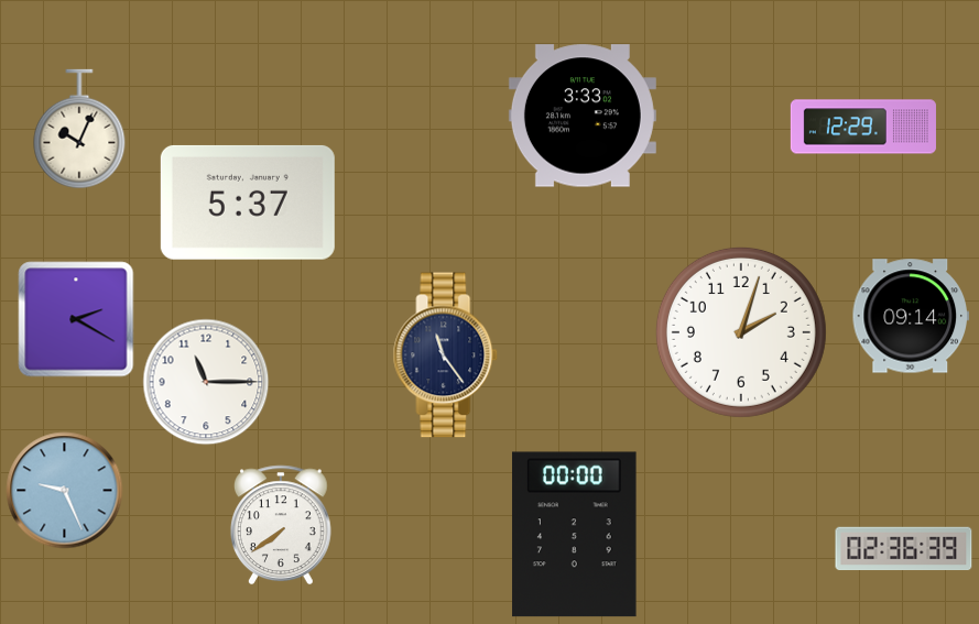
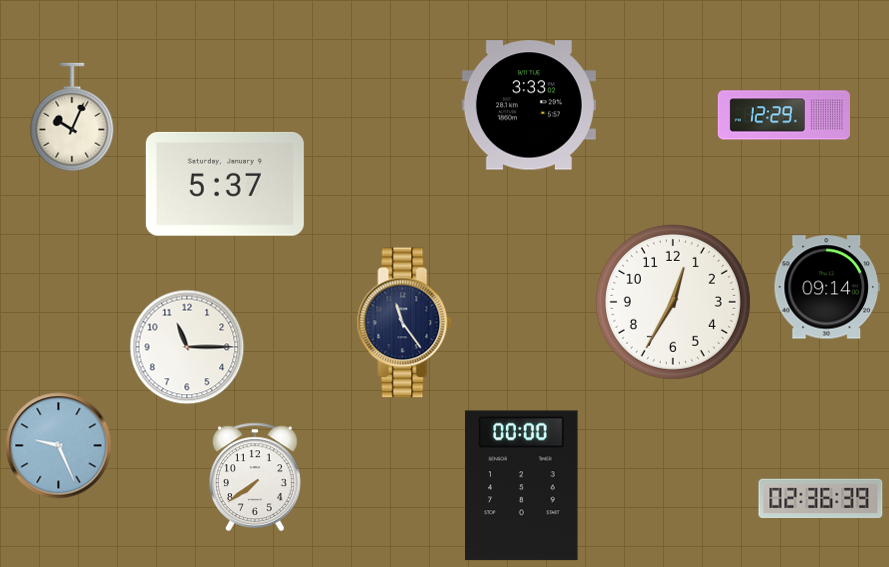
clock at (76, 319): 2:20 -> none
clock at (741, 332): 2:03 -> 12:35
